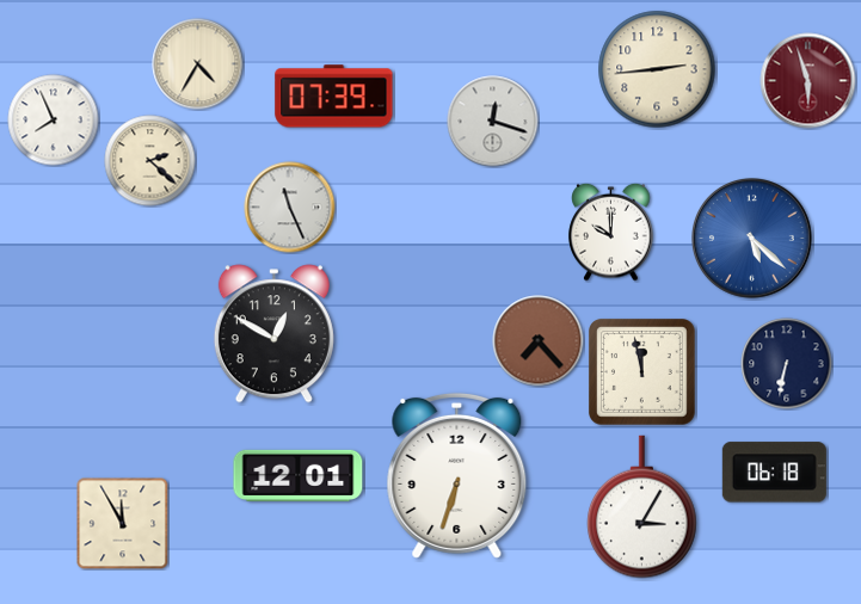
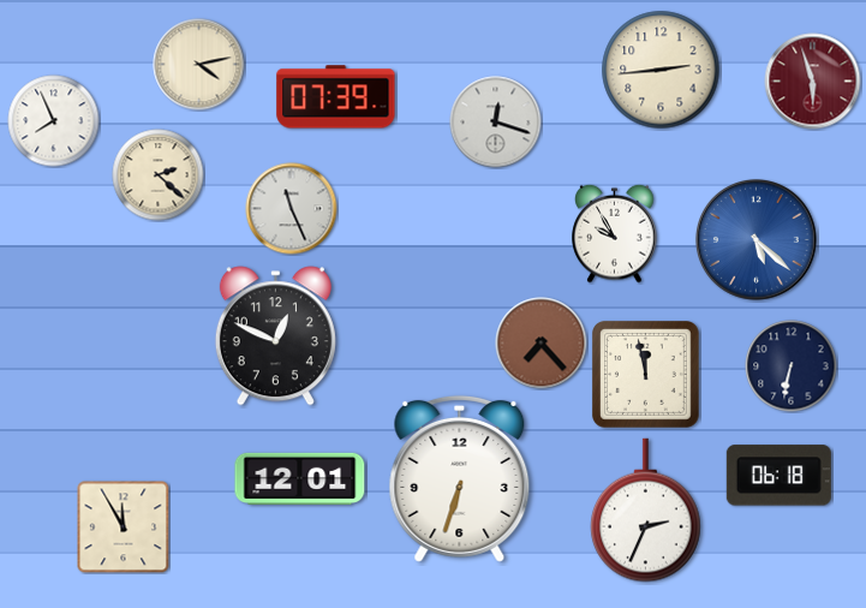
clock at (198, 64): 4:35 -> 4:13
clock at (150, 161) position: (150, 161) -> (159, 175)
clock at (611, 232): 10:00 -> 9:55
clock at (273, 334): 12:50 -> 12:49
clock at (642, 507): 3:05 -> 2:34
